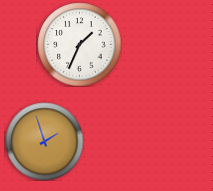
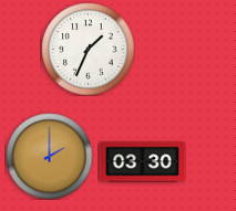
clock at (44, 141): 1:57 -> 2:00
clock at (142, 162): none -> 03:30
